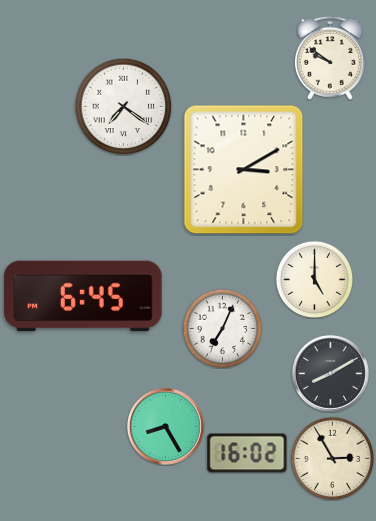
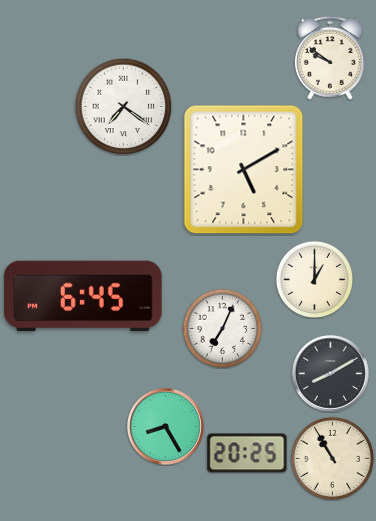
clock at (244, 170): 3:10 -> 5:10
clock at (314, 279): 5:00 -> 1:00
clock at (247, 453): 16:02 -> 20:25
clock at (332, 458): 2:55 -> 10:55
